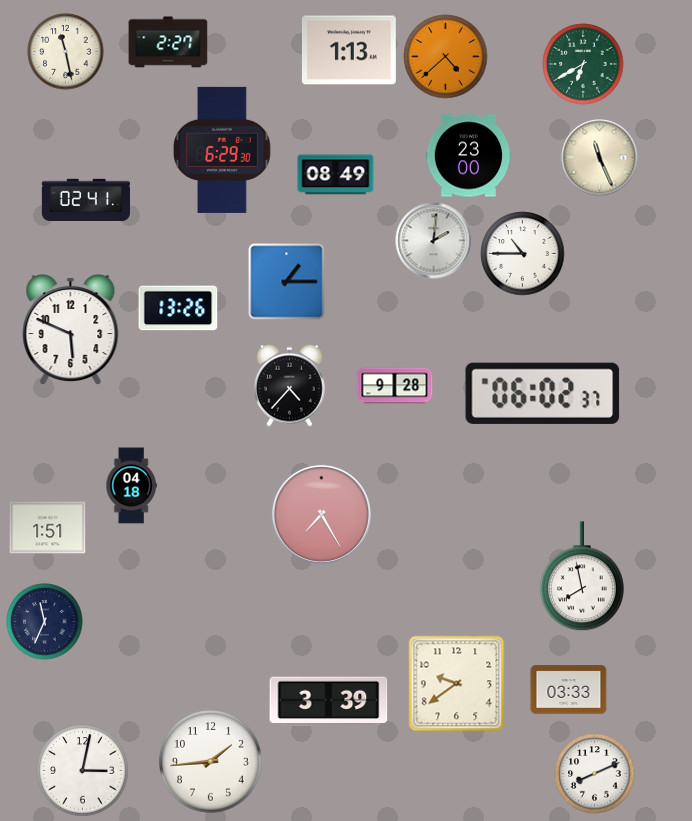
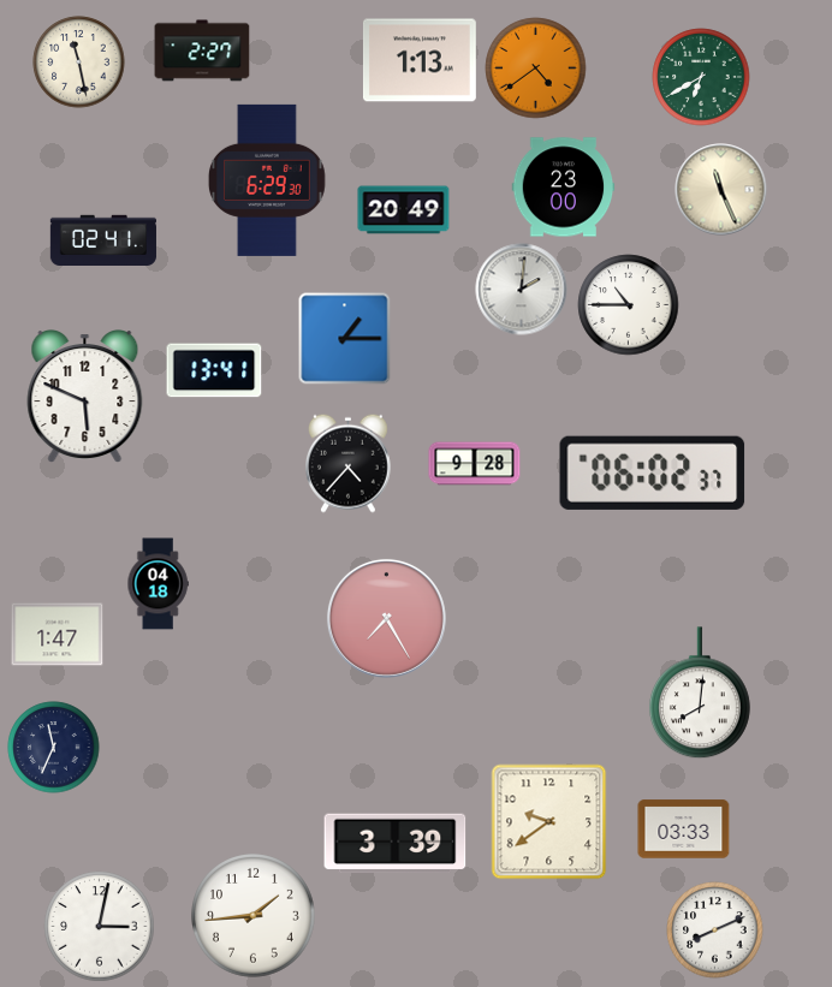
clock at (446, 57): 4:38 -> 4:39
clock at (336, 175): 08:49 -> 20:49
clock at (178, 308): 13:26 -> 13:41
clock at (48, 528): 1:51 -> 1:47
clock at (582, 577): 7:58 -> 8:01
